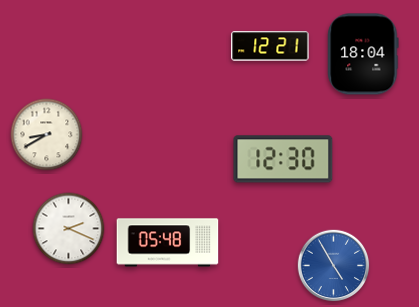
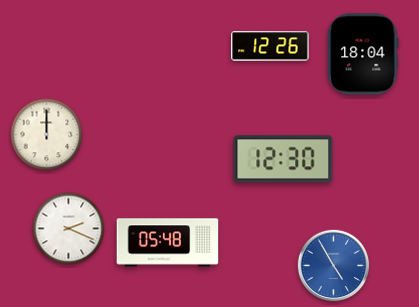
clock at (270, 46): 12:21 -> 12:26
clock at (47, 135): 8:40 -> 12:00
